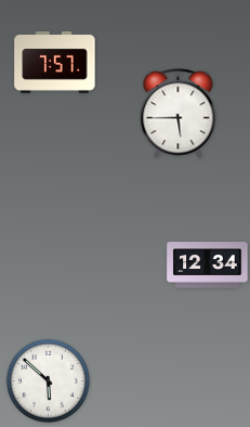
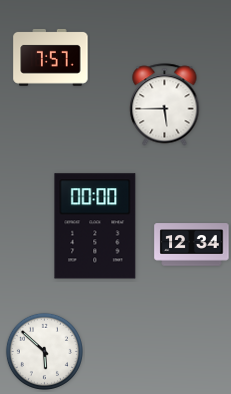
clock at (95, 226): none -> 00:00
